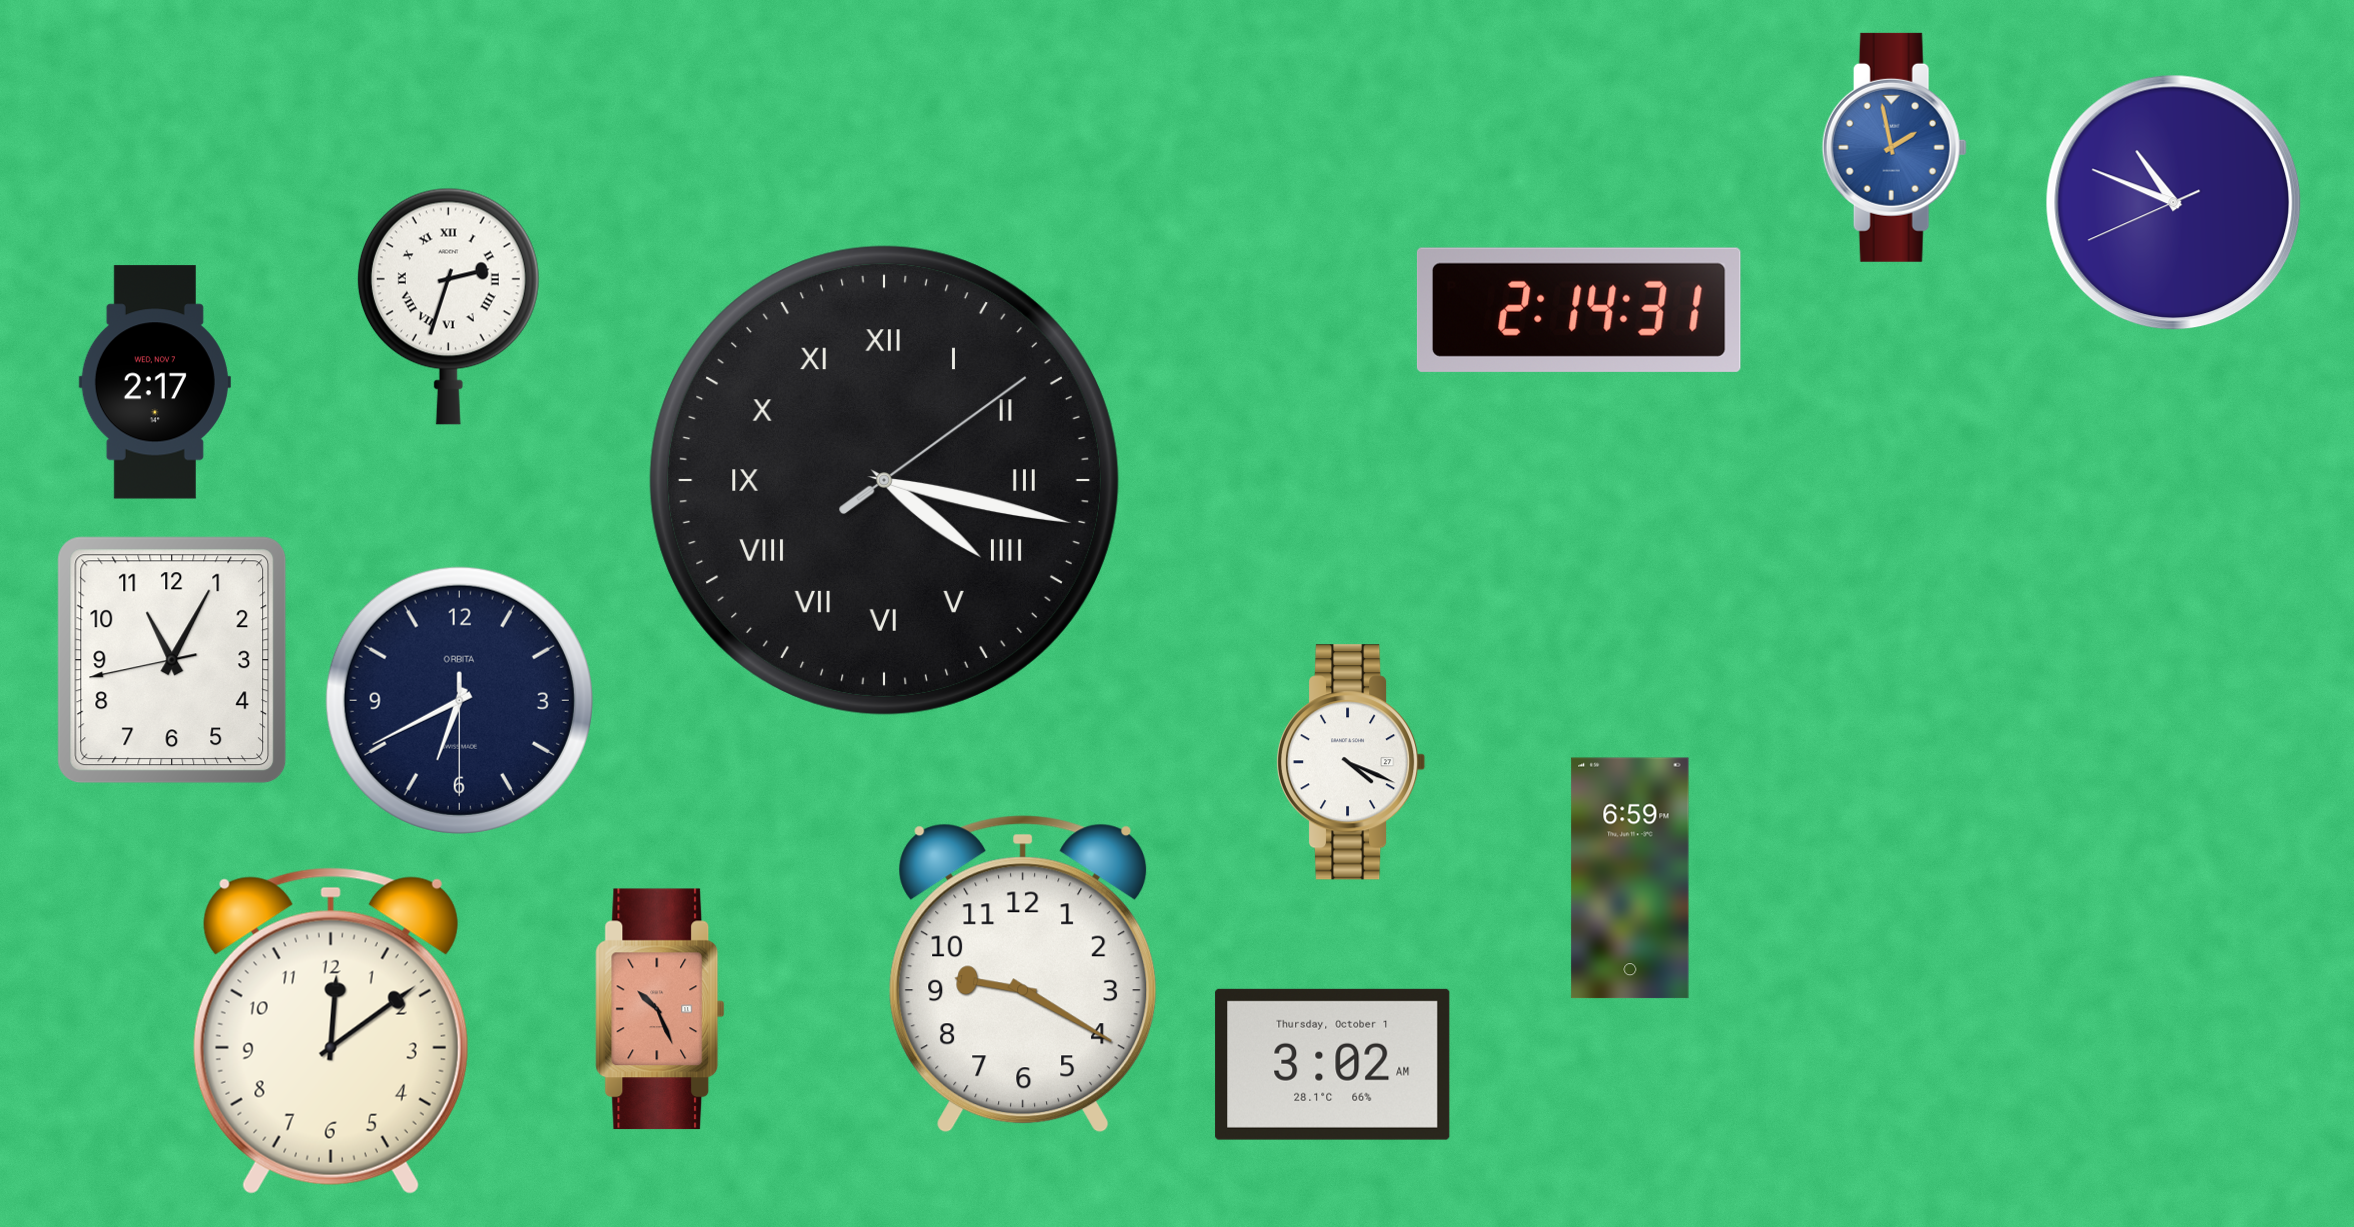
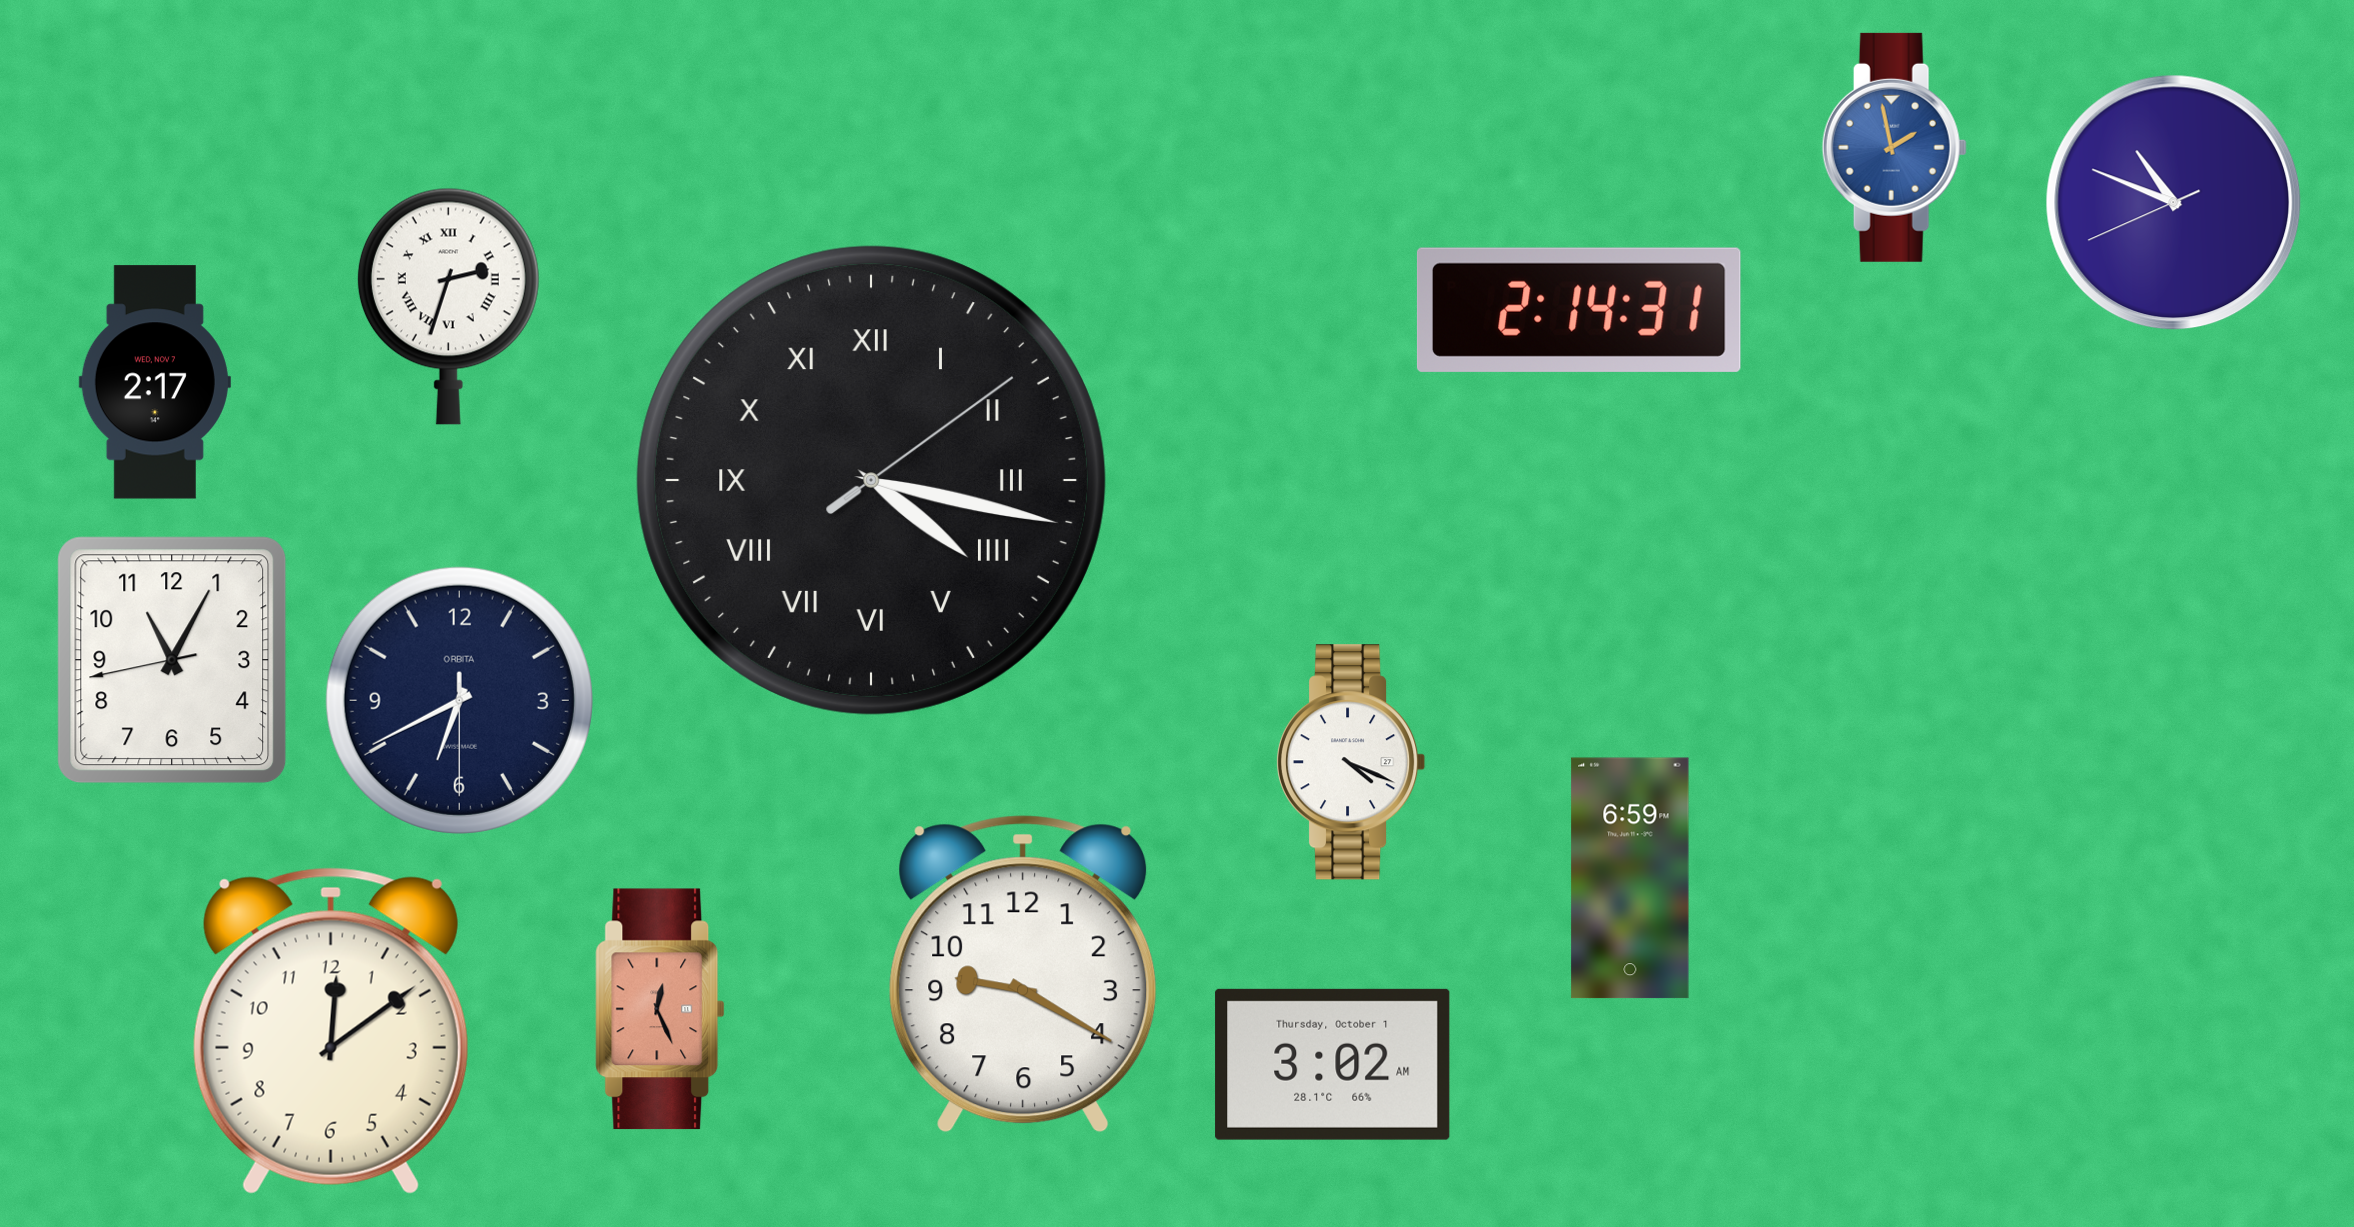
clock at (884, 480) position: (884, 480) -> (871, 480)
clock at (660, 1009): 10:26 -> 12:26
